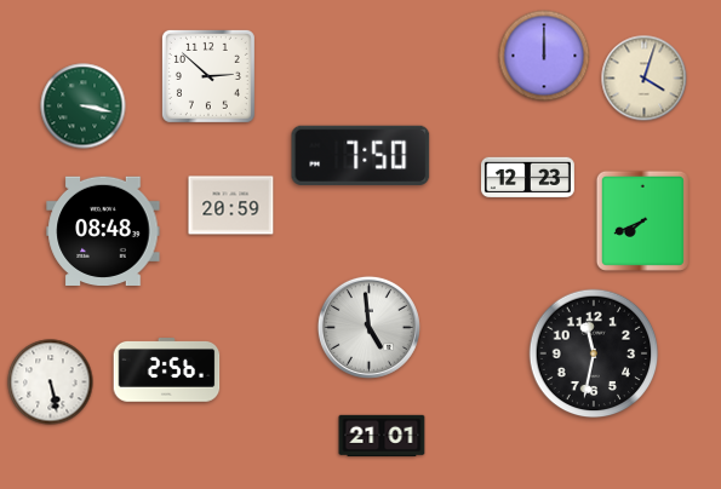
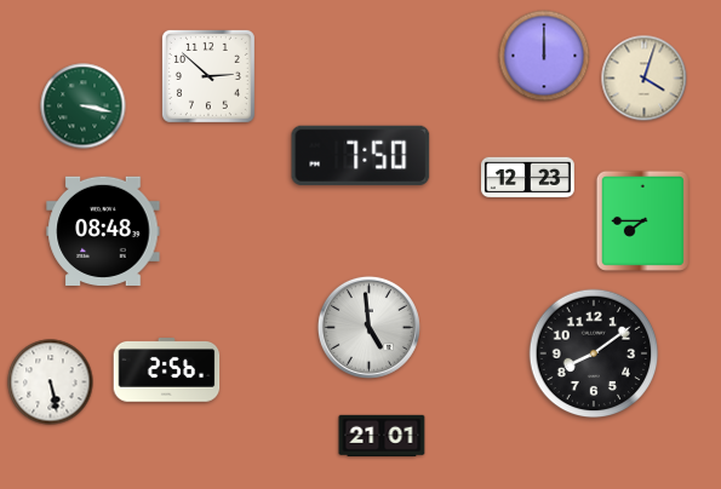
clock at (231, 206): 20:59 -> none
clock at (642, 220): 7:41 -> 7:45
clock at (594, 353): 11:32 -> 8:09
